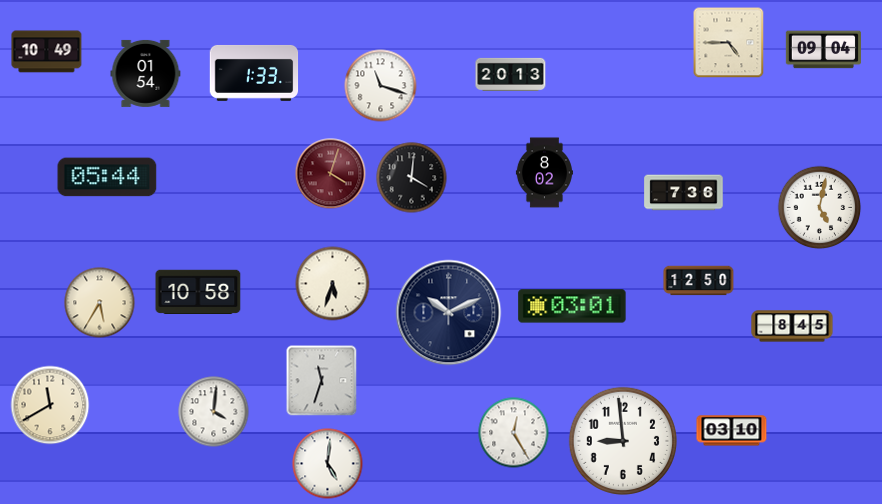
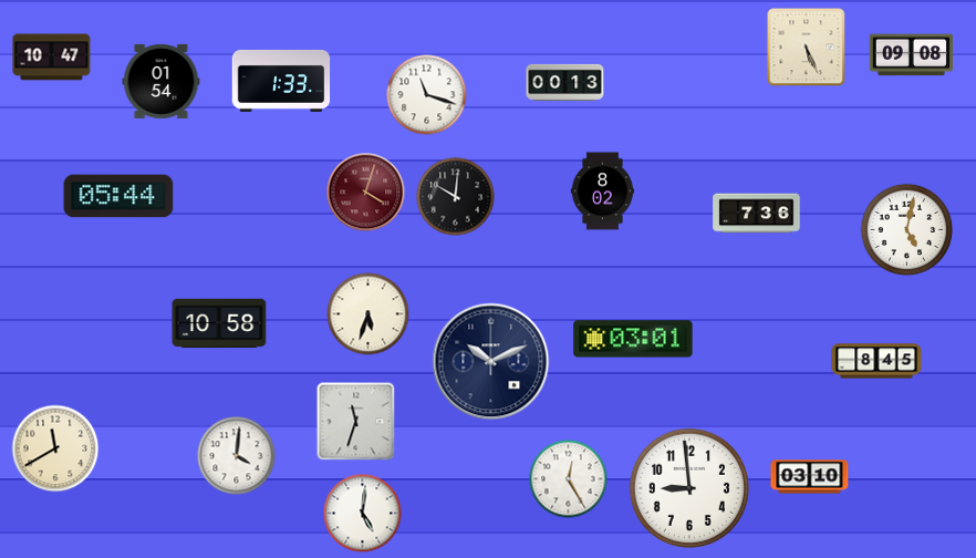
clock at (729, 43): 4:45 -> 5:26
clock at (823, 50): 09:04 -> 09:08
clock at (47, 52): 10:49 -> 10:47
clock at (511, 74): 20:13 -> 00:13
clock at (381, 86) position: (381, 86) -> (427, 95)
clock at (412, 178): 4:01 -> 10:01
clock at (699, 281): 12:50 -> none
clock at (100, 303): 5:35 -> none
clock at (449, 313) position: (449, 313) -> (491, 362)
